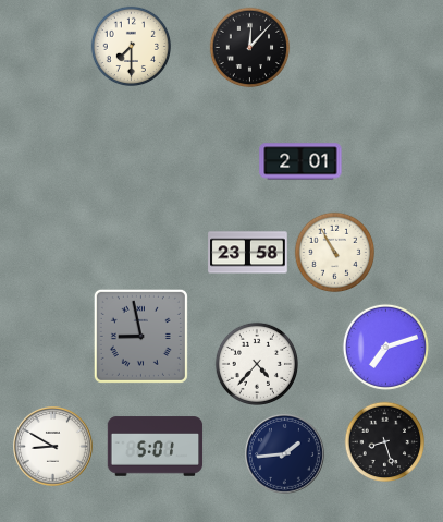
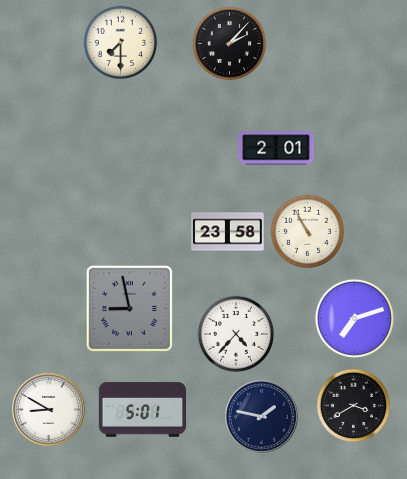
clock at (250, 48): 12:07 -> 2:07
clock at (385, 442): 8:27 -> 3:40
clock at (285, 454): 1:44 -> 1:47
